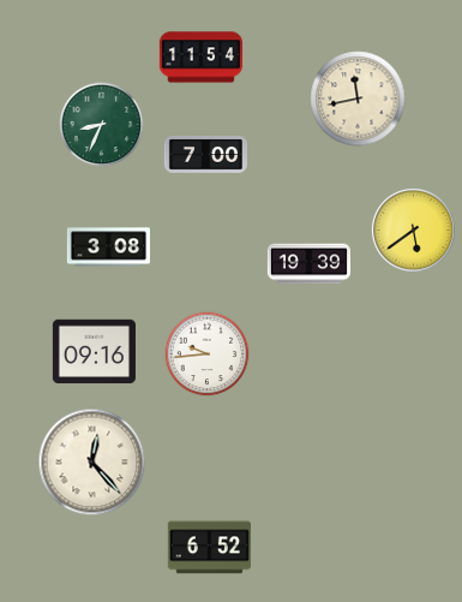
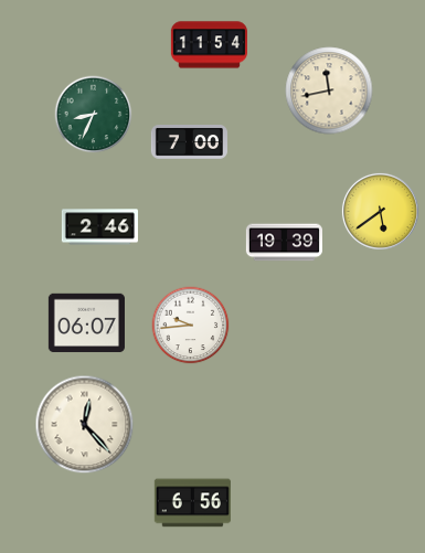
clock at (200, 58) position: (200, 58) -> (209, 45)
clock at (108, 248): 3:08 -> 2:46
clock at (94, 352): 09:16 -> 06:07
clock at (209, 548): 6:52 -> 6:56
